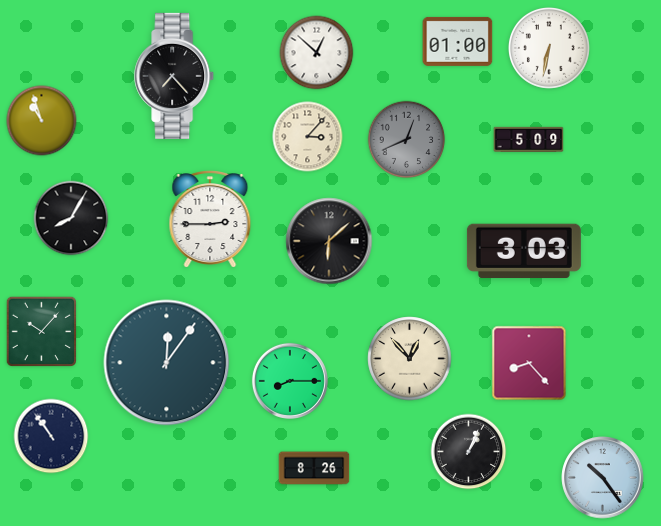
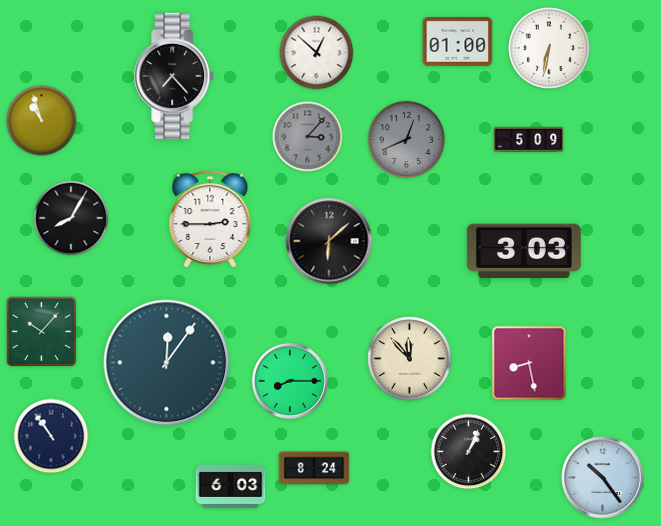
clock at (308, 137) dial: cream -> grey
clock at (410, 359): 12:53 -> 11:53
clock at (529, 363): 8:23 -> 8:28
clock at (314, 468): 8:26 -> 8:24
clock at (231, 486): none -> 6:03
